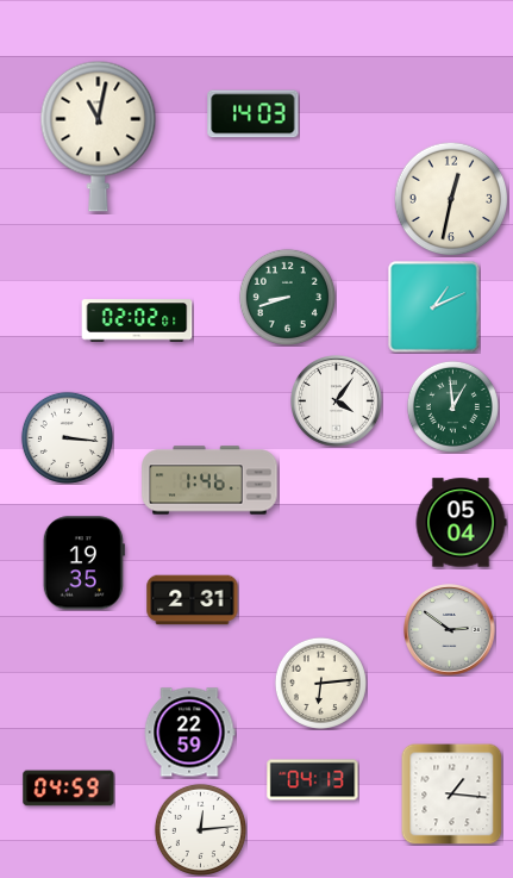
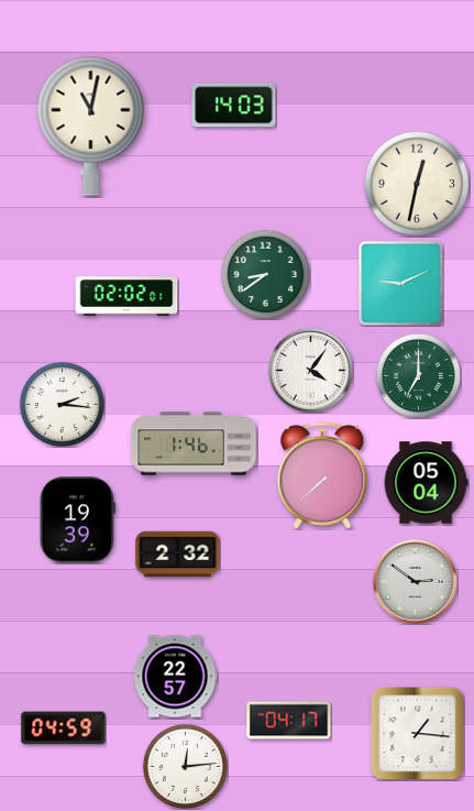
clock at (287, 297): 8:42 -> 8:39
clock at (434, 307): 1:11 -> 9:11
clock at (452, 406): 12:59 -> 7:00
clock at (67, 437): 3:16 -> 2:16
clock at (322, 475): none -> 7:38
clock at (83, 563): 19:35 -> 19:39
clock at (193, 600): 2:31 -> 2:32
clock at (320, 683): 6:14 -> none
clock at (189, 733): 22:59 -> 22:57
clock at (313, 780): 04:13 -> 04:17
